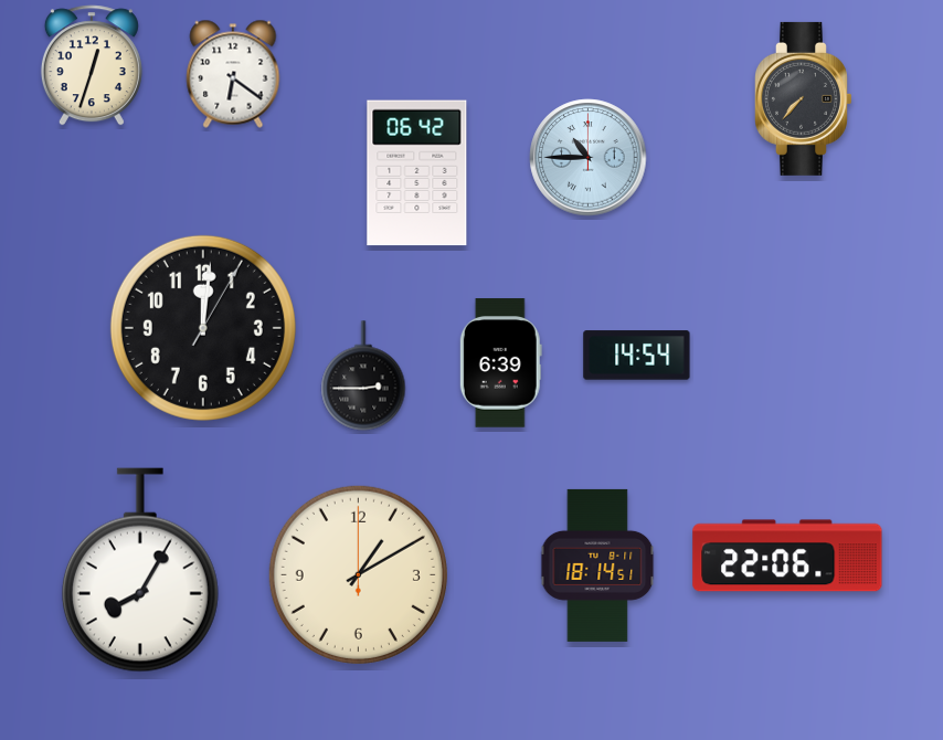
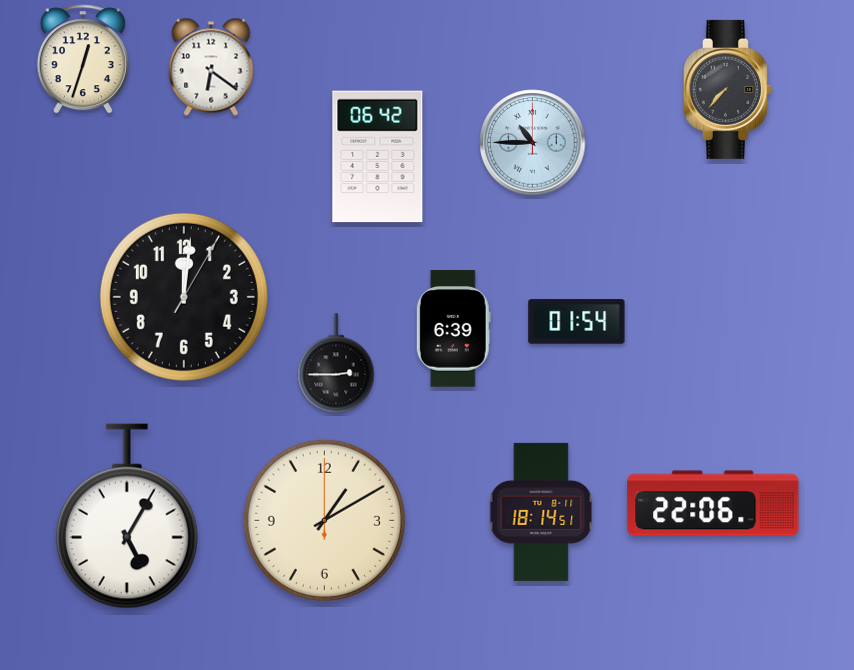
clock at (637, 356): 14:54 -> 01:54
clock at (363, 376) position: (363, 376) -> (336, 363)
clock at (140, 570): 8:05 -> 5:05
